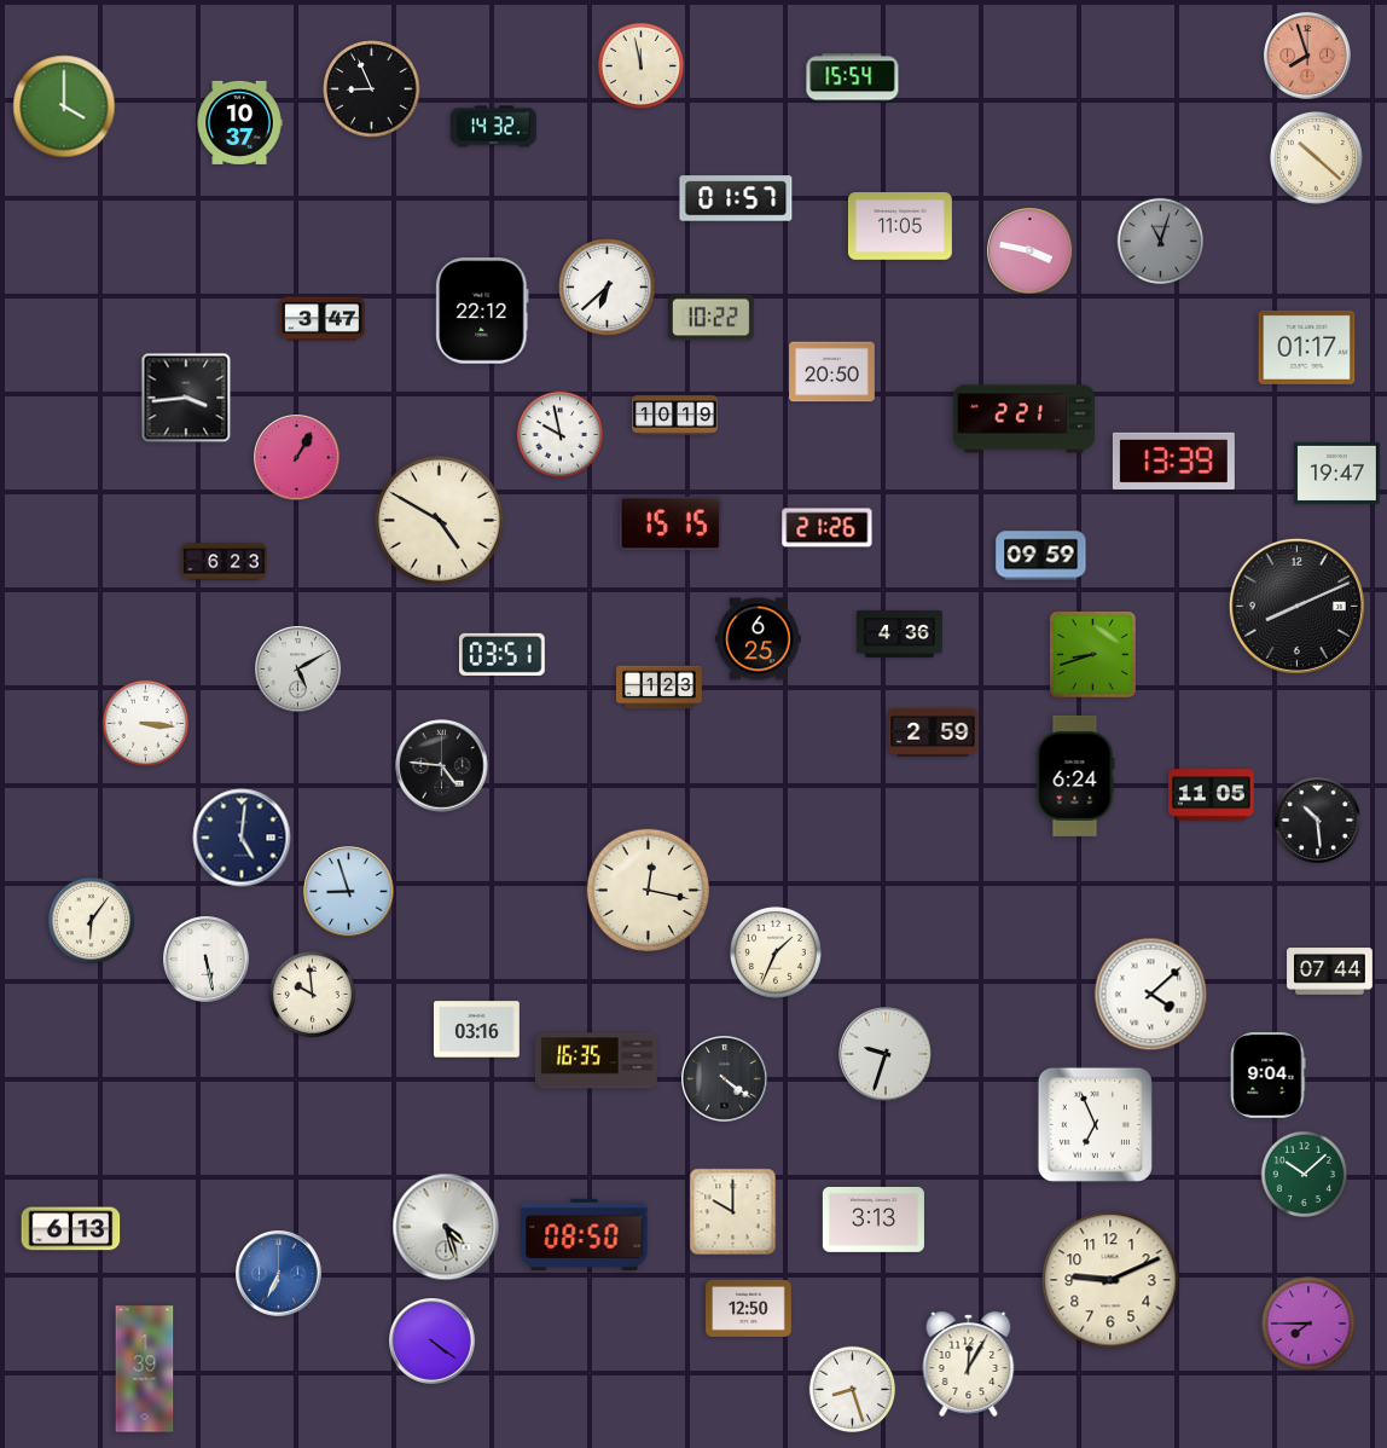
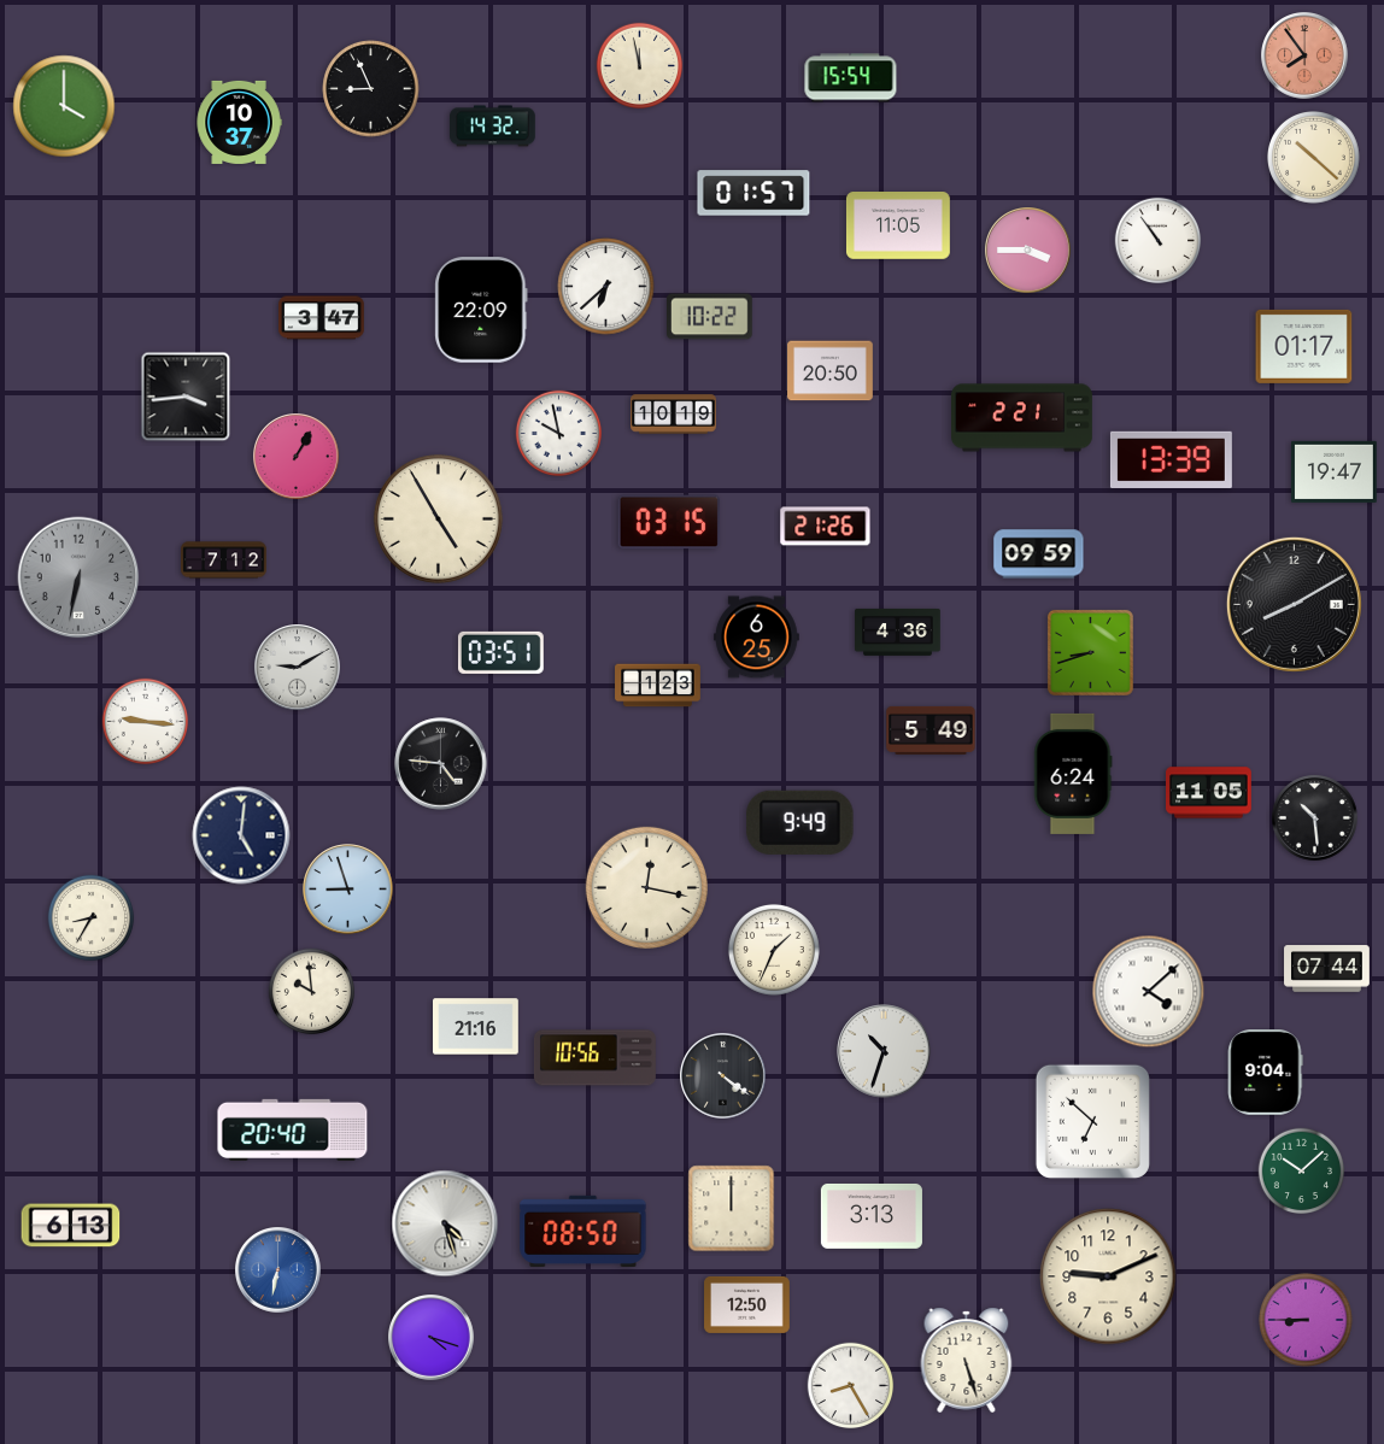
clock at (1307, 56): 7:57 -> 7:54
clock at (736, 198) position: (736, 198) -> (753, 193)
clock at (1161, 242): 11:03 -> 10:54
clock at (1161, 242) dial: grey -> white
clock at (1031, 251): 3:47 -> 3:45
clock at (482, 311): 22:12 -> 22:09
clock at (439, 520): 4:50 -> 4:55
clock at (671, 523): 15:15 -> 03:15
clock at (225, 562): 6:23 -> 7:12
clock at (78, 577): none -> 6:32
clock at (1296, 606): 8:11 -> 8:10
clock at (298, 670): 5:10 -> 9:10
clock at (146, 724): 3:16 -> 9:16
clock at (933, 732): 2:59 -> 5:49
clock at (801, 822): none -> 9:49
clock at (92, 921): 6:06 -> 8:35
clock at (207, 960): 5:28 -> none
clock at (477, 1030): 03:16 -> 21:16
clock at (886, 1054): 9:33 -> 10:33
clock at (596, 1061): 16:35 -> 10:56
clock at (1095, 1124): 6:56 -> 6:52
clock at (293, 1129): none -> 20:40
clock at (733, 1212): 10:00 -> 12:00
clock at (279, 1274): 6:34 -> 6:32
clock at (1308, 1324): 7:45 -> 8:45
clock at (433, 1342): 4:21 -> 4:18
clock at (969, 1363): 12:05 -> 5:27
clock at (145, 1369): 1:39 -> none
clock at (853, 1390): 8:27 -> 8:25
